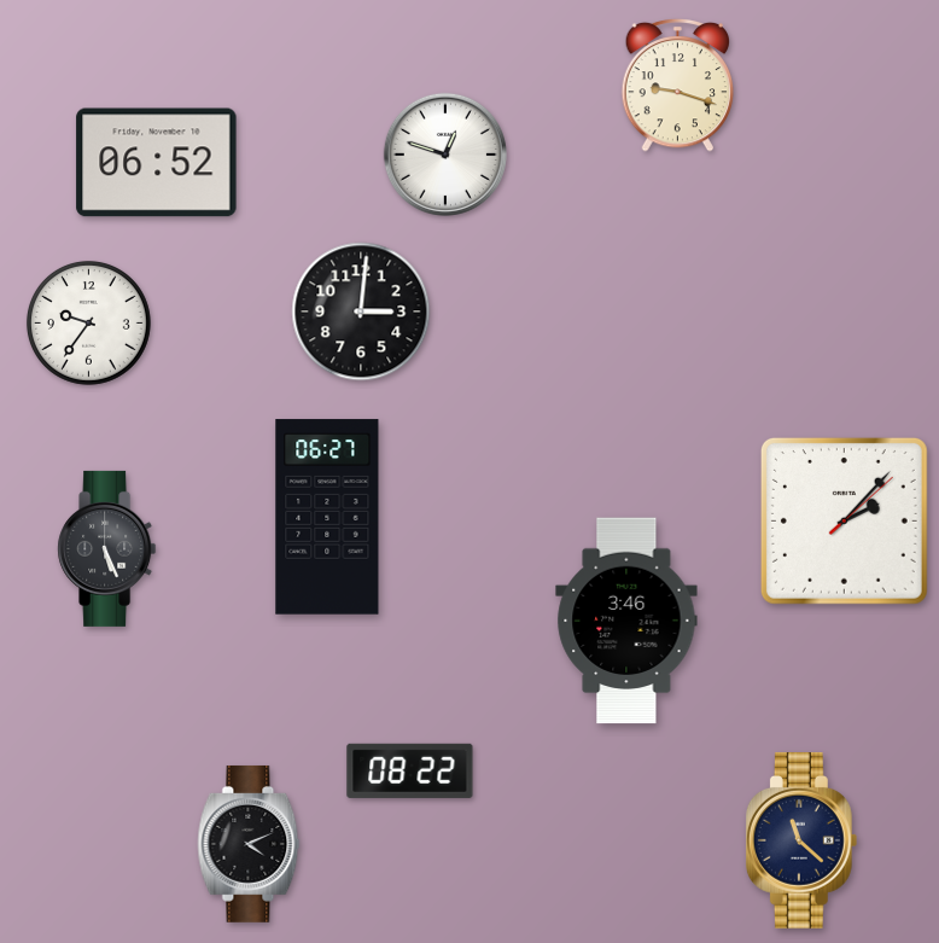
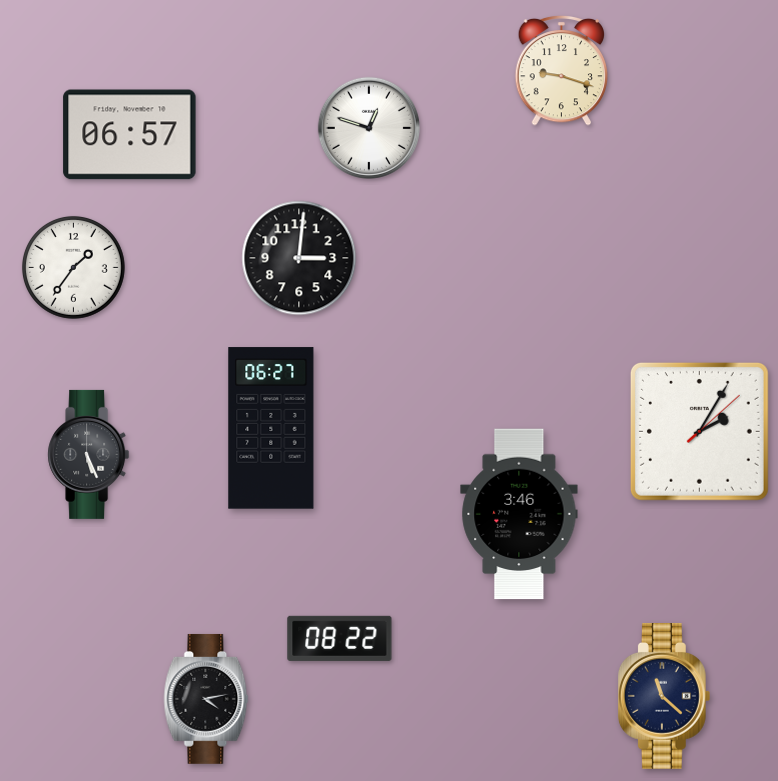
clock at (157, 163): 06:52 -> 06:57
clock at (89, 324): 9:36 -> 1:36
clock at (844, 520): 2:07 -> 2:05
clock at (249, 844): 4:11 -> 4:13
